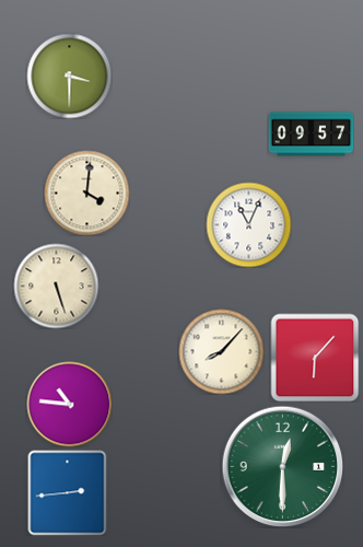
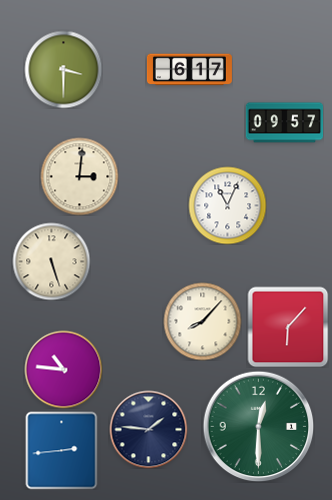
clock at (189, 70): none -> 6:17
clock at (86, 193): 4:01 -> 3:01
clock at (148, 429): none -> 1:46
